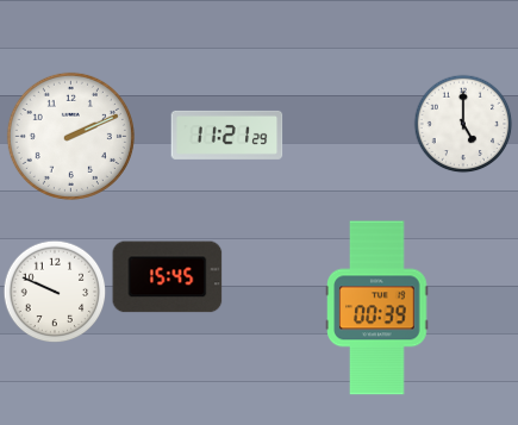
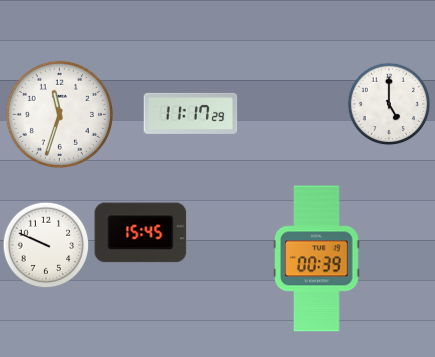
clock at (227, 135): 11:21 -> 11:17
clock at (70, 136): 2:11 -> 11:33
